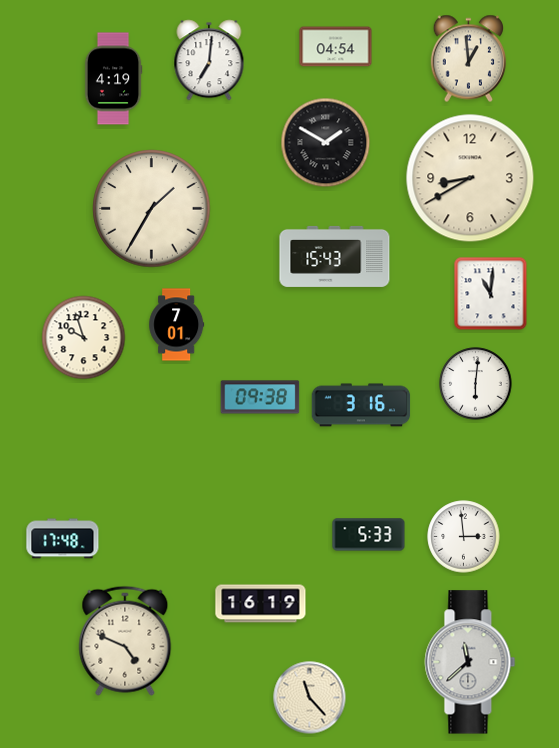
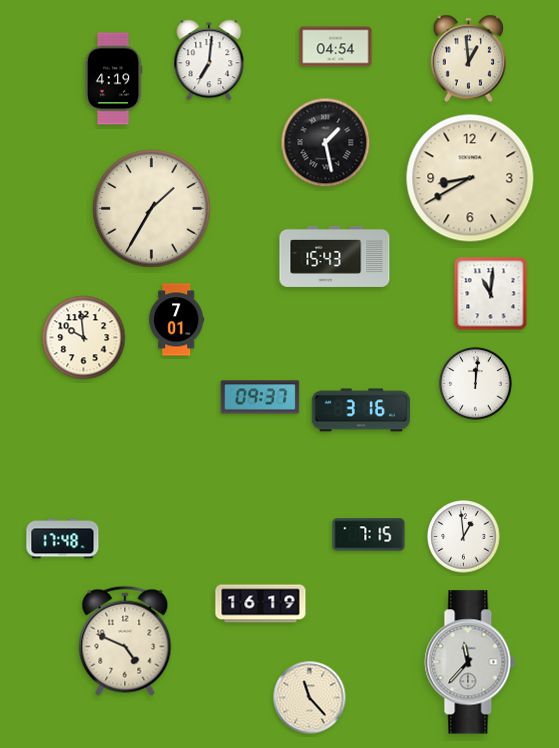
clock at (326, 143): 1:50 -> 1:28
clock at (177, 325) position: (177, 325) -> (177, 320)
clock at (84, 338): 9:57 -> 9:59
clock at (476, 384): 6:01 -> 12:01
clock at (260, 397): 09:38 -> 09:37
clock at (361, 405) position: (361, 405) -> (361, 410)
clock at (369, 535): 5:33 -> 7:15
clock at (464, 537): 2:59 -> 12:59
clock at (470, 662): 11:38 -> 11:37
